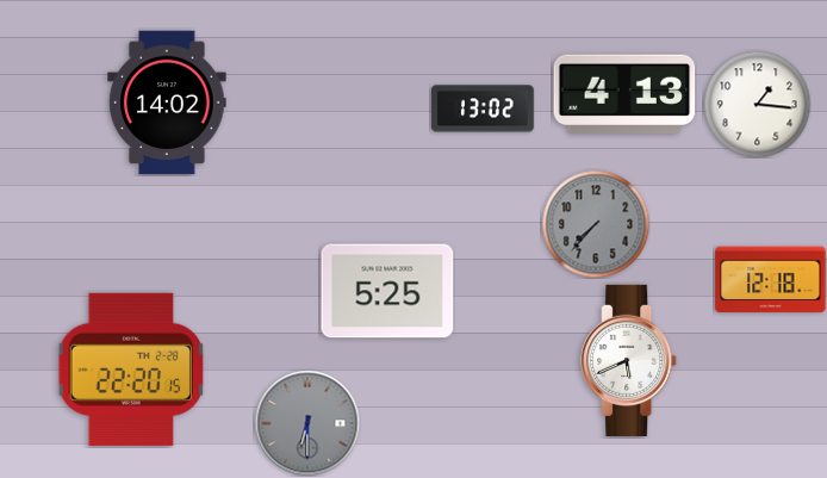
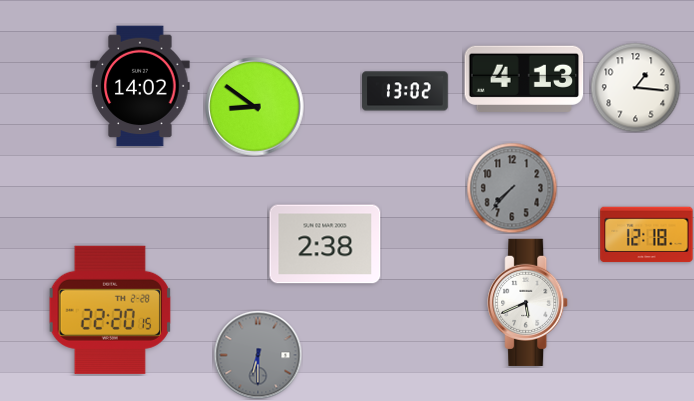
clock at (255, 107): none -> 8:51
clock at (596, 224) position: (596, 224) -> (512, 188)
clock at (387, 291): 5:25 -> 2:38
